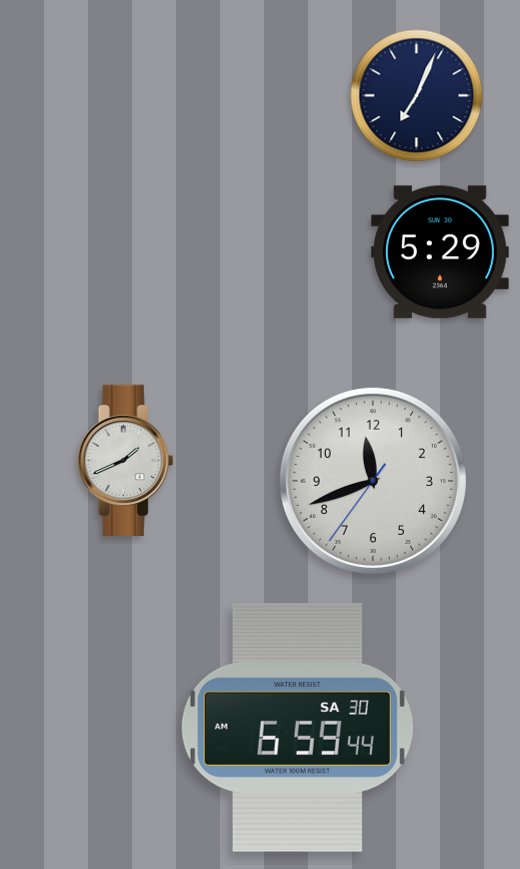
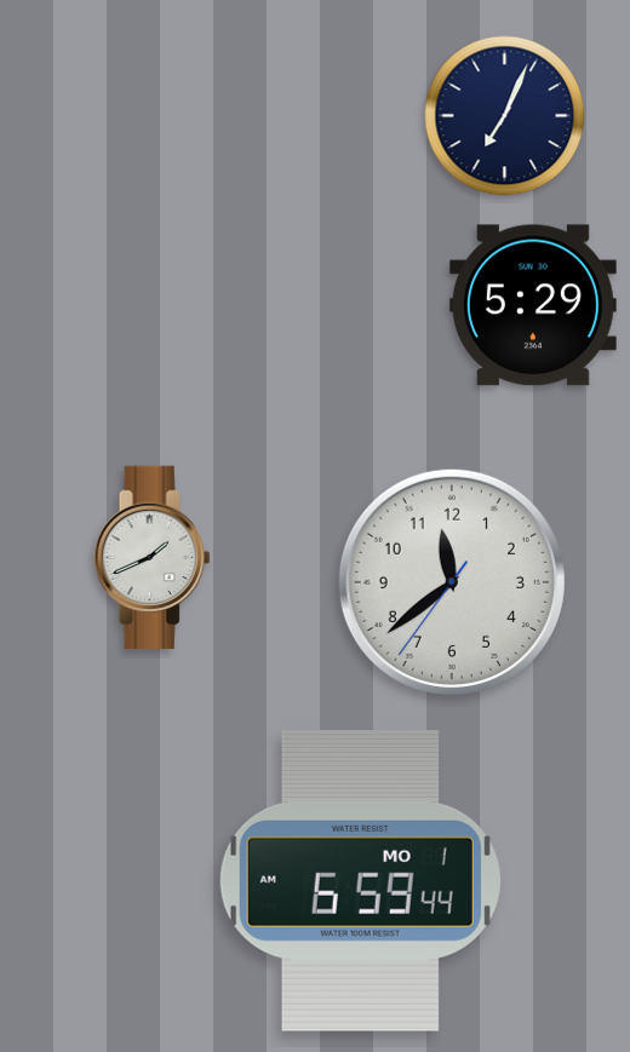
clock at (373, 481): 11:41 -> 11:38
clock at (297, 727) date: SA 30 -> MO 1
